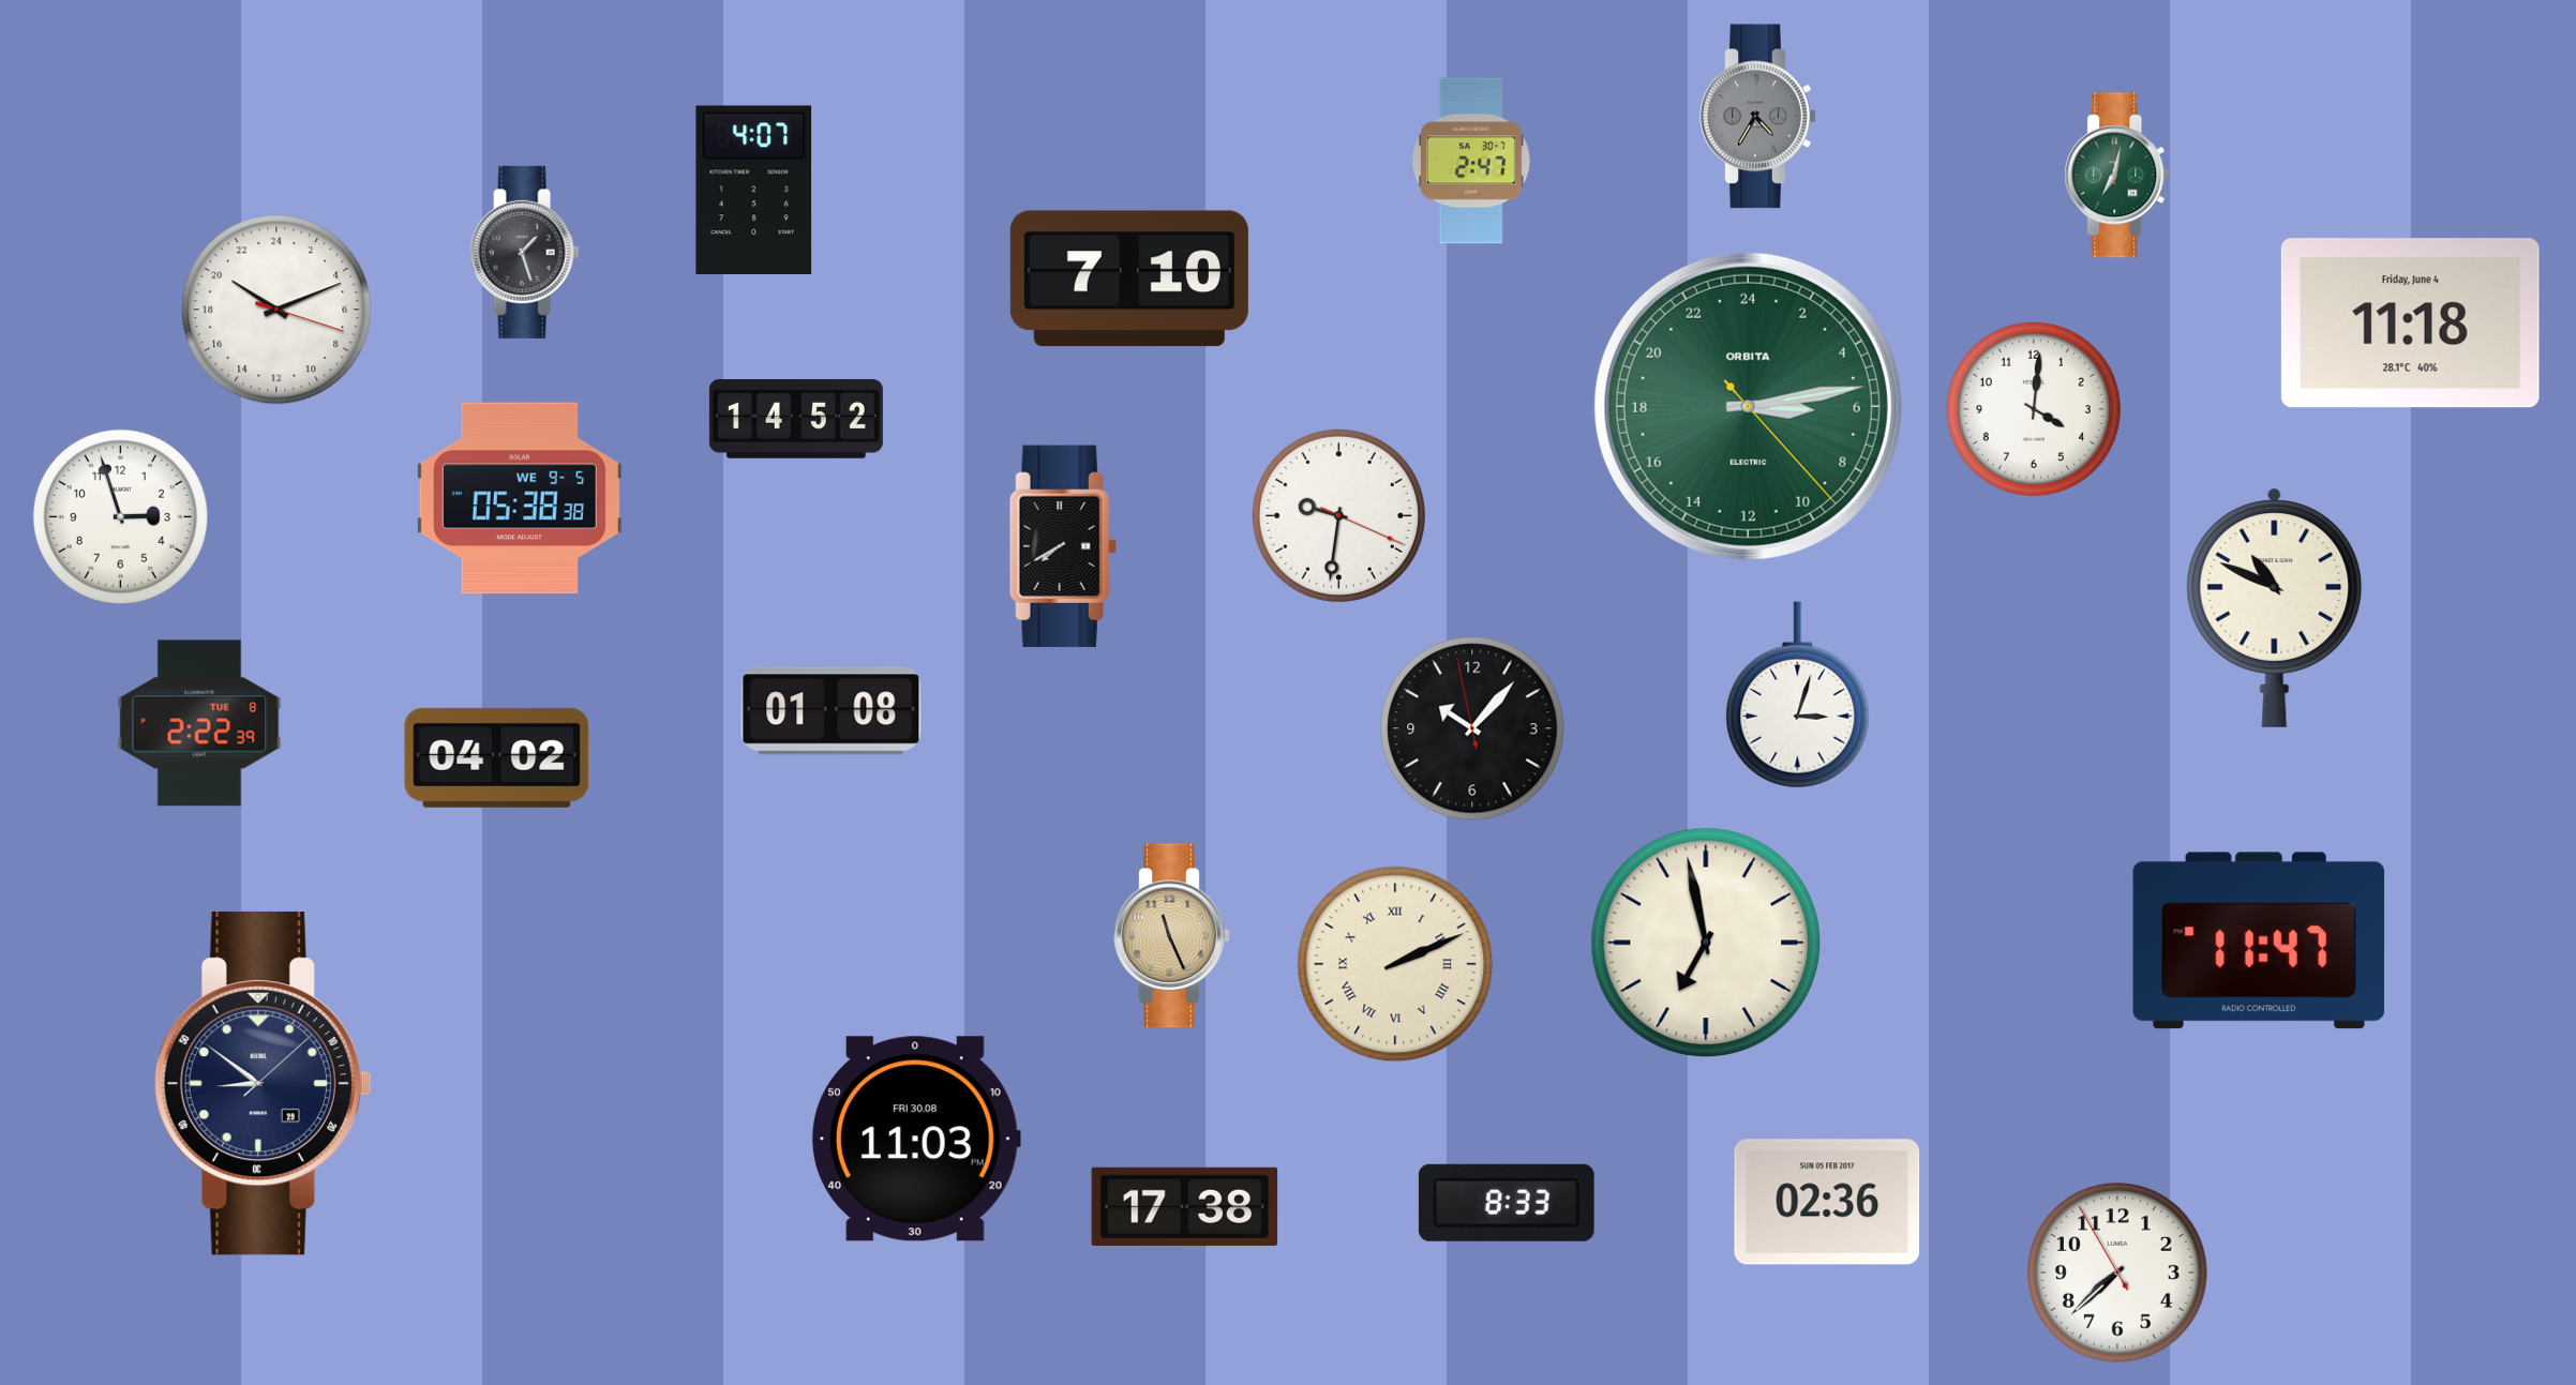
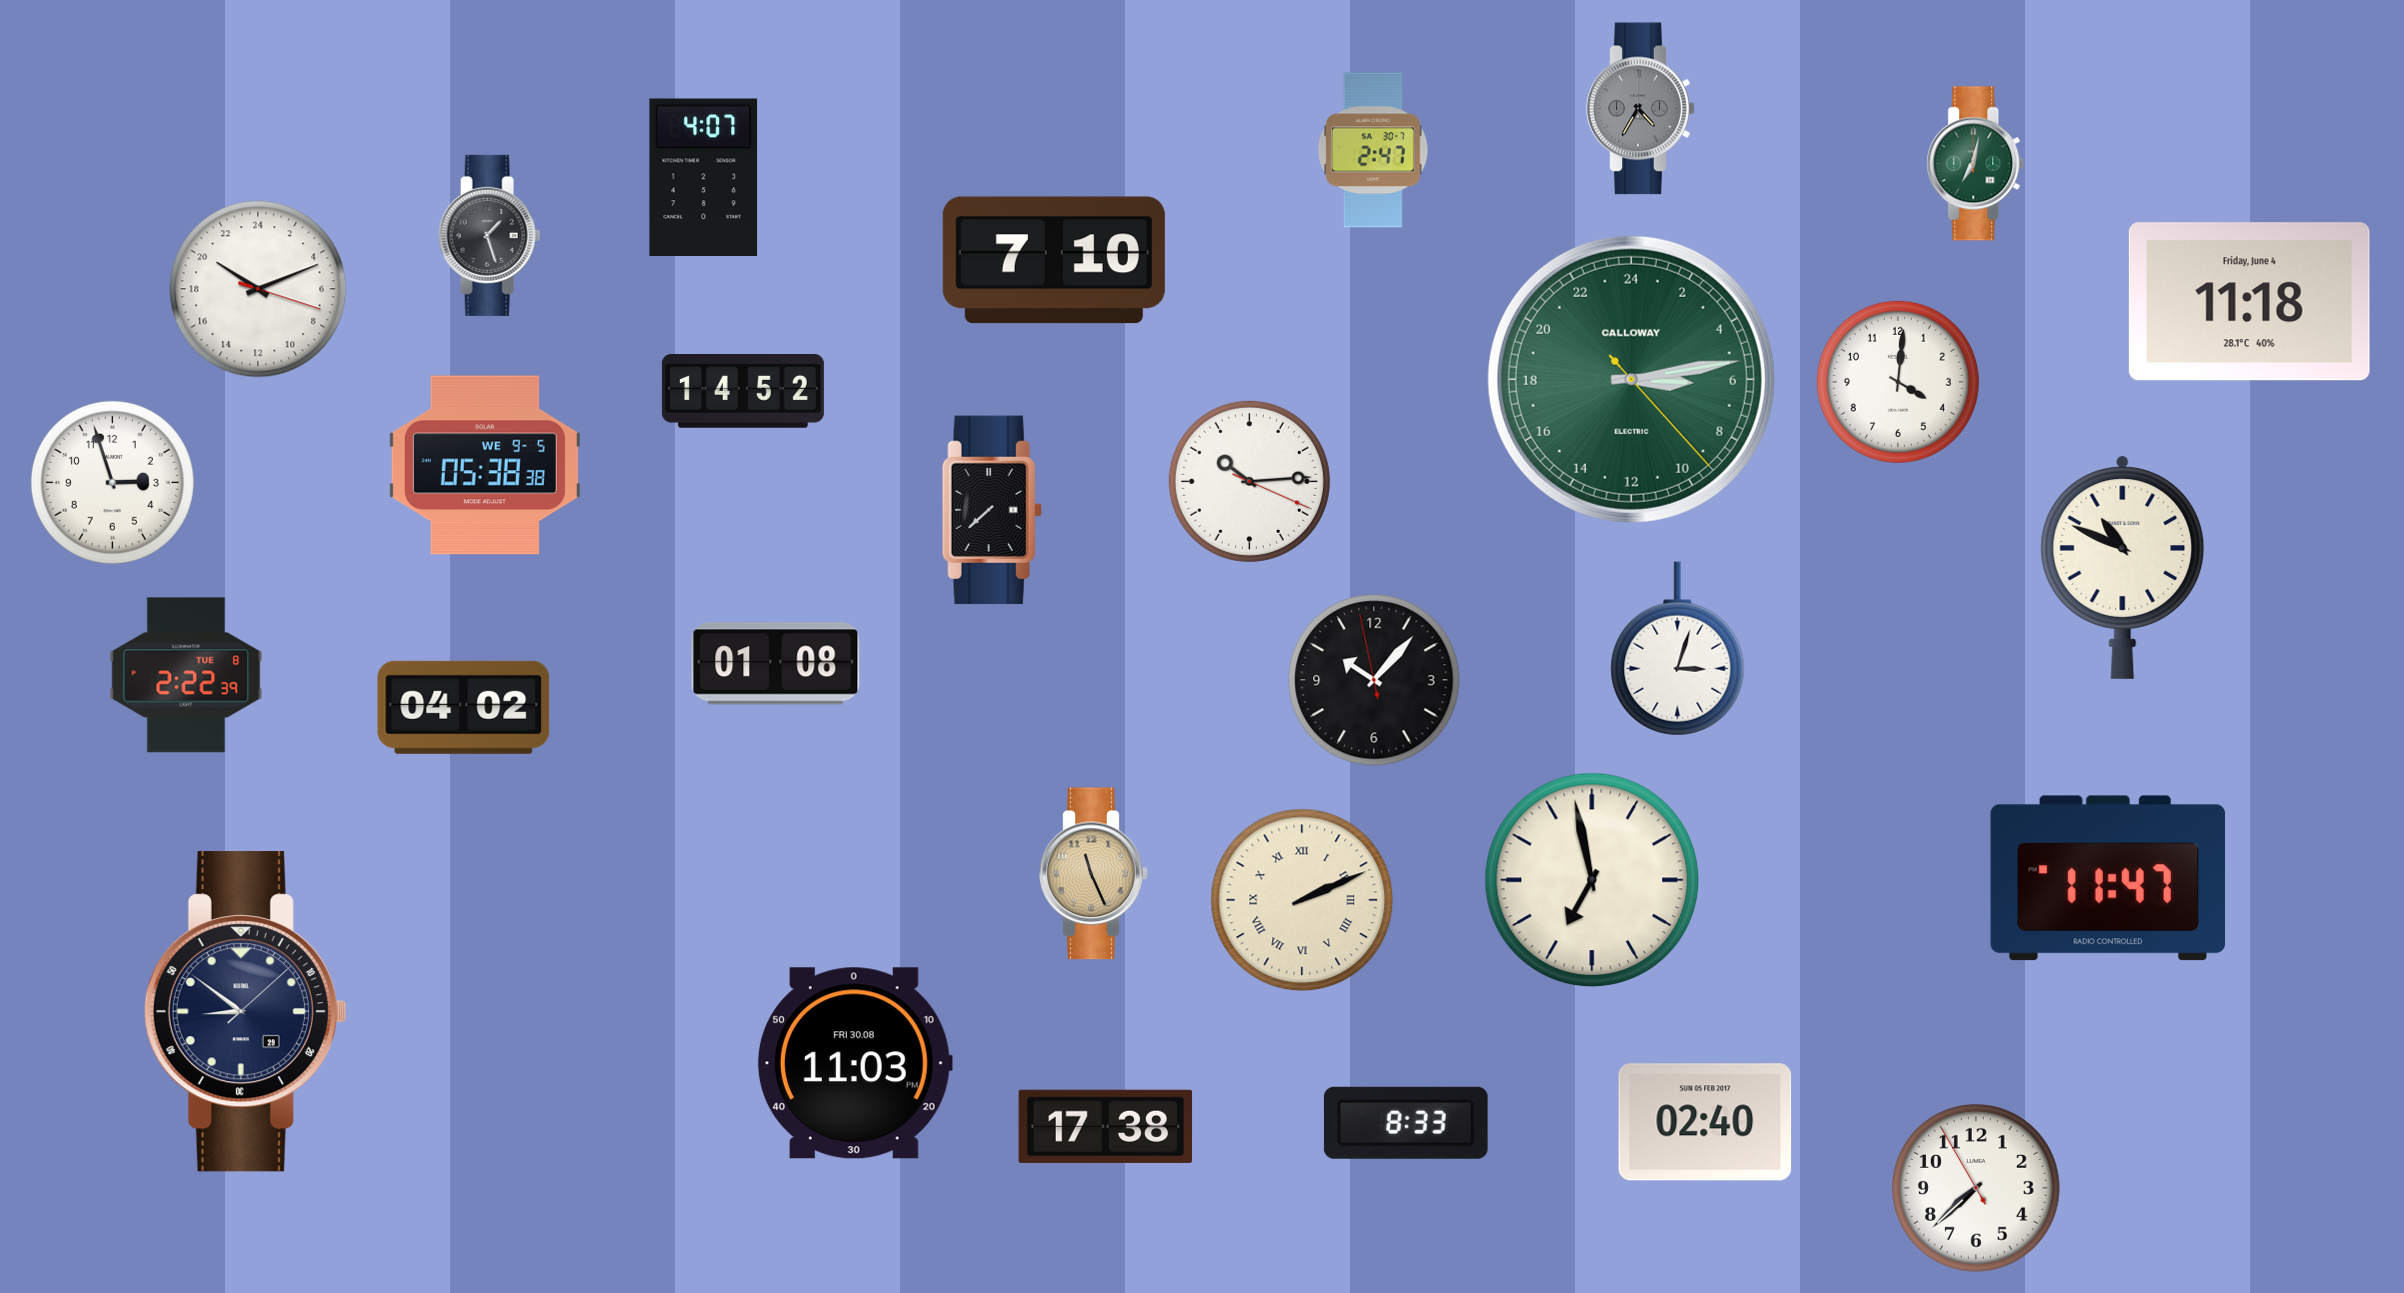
clock at (1748, 406) brand: ORBITA -> CALLOWAY
clock at (1338, 515): 9:31 -> 10:14
clock at (1063, 546): 7:40 -> 7:38
clock at (1827, 1202): 02:36 -> 02:40
